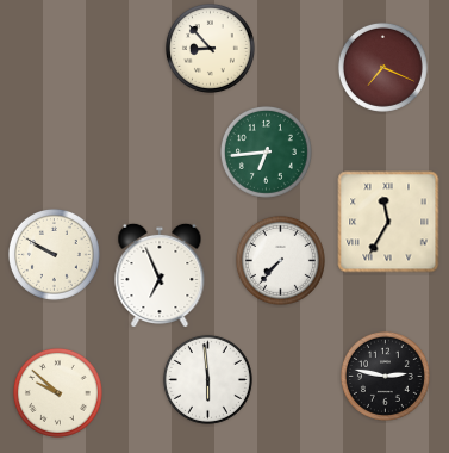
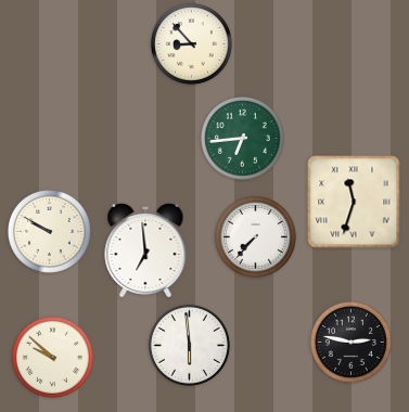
clock at (382, 67): 7:19 -> none
clock at (388, 222): 11:35 -> 11:33
clock at (160, 275): 6:56 -> 6:59
